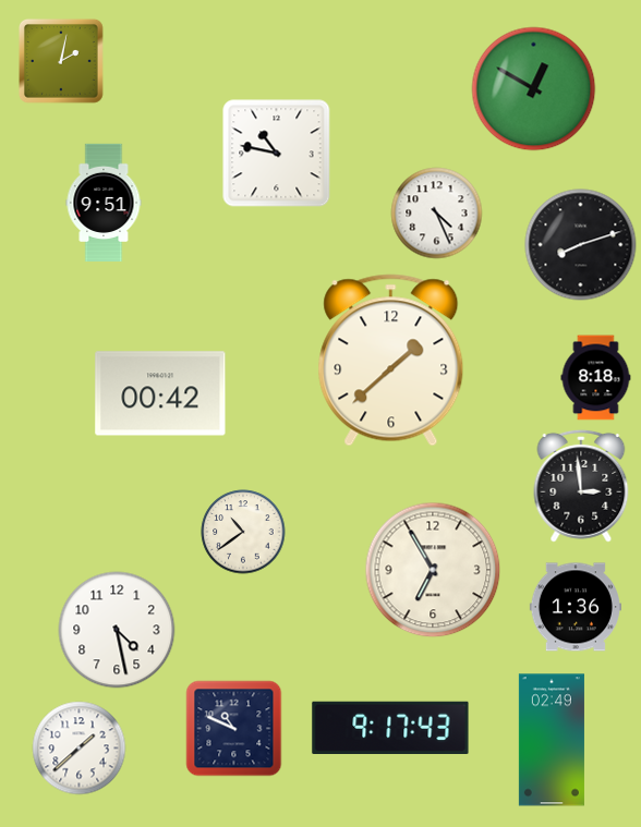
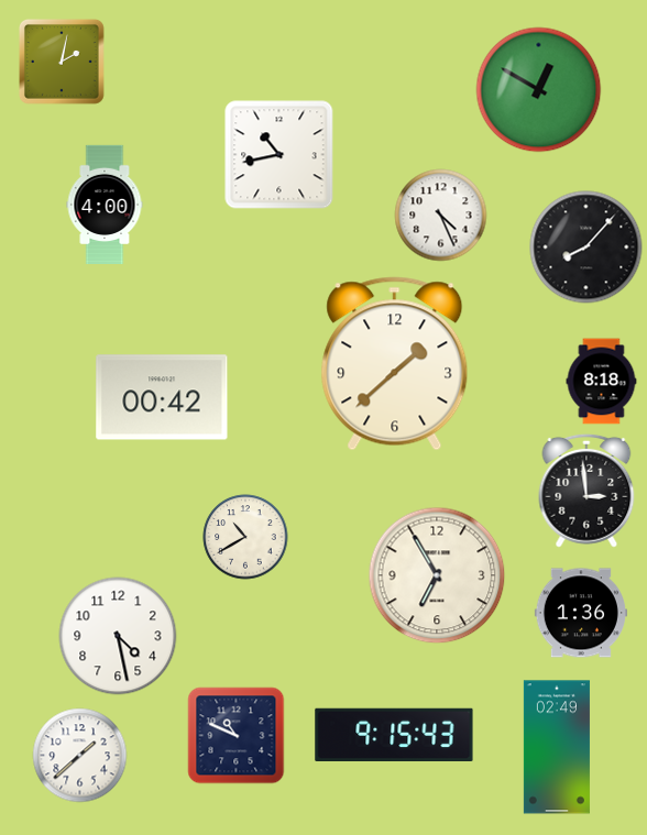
clock at (277, 154): 10:47 -> 10:43
clock at (104, 202): 9:51 -> 4:00
clock at (581, 245): 8:12 -> 8:07
clock at (243, 532): 10:39 -> 10:40
clock at (390, 727): 9:17 -> 9:15
